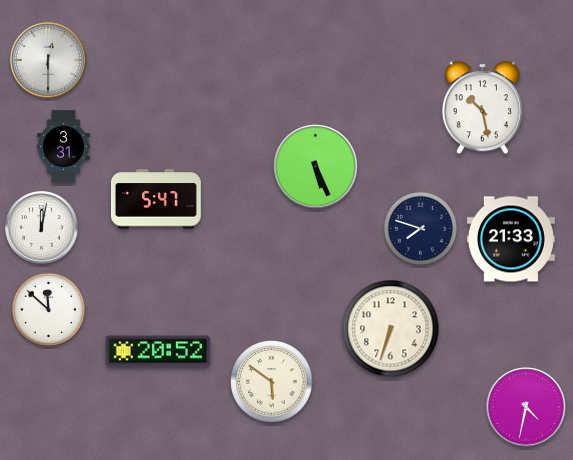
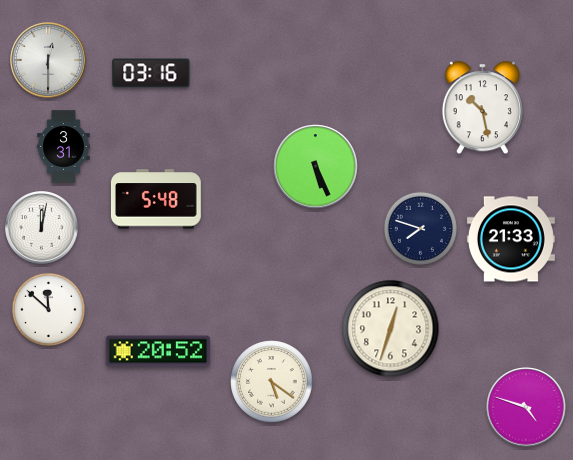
clock at (151, 73): none -> 03:16
clock at (156, 199): 5:47 -> 5:48
clock at (391, 329): 6:33 -> 12:33
clock at (272, 382): 5:51 -> 5:21
clock at (526, 407): 4:32 -> 4:48
